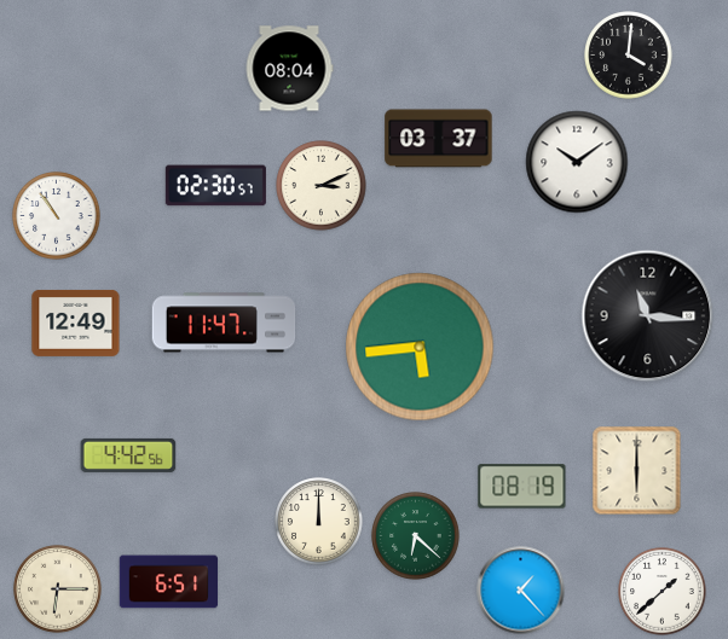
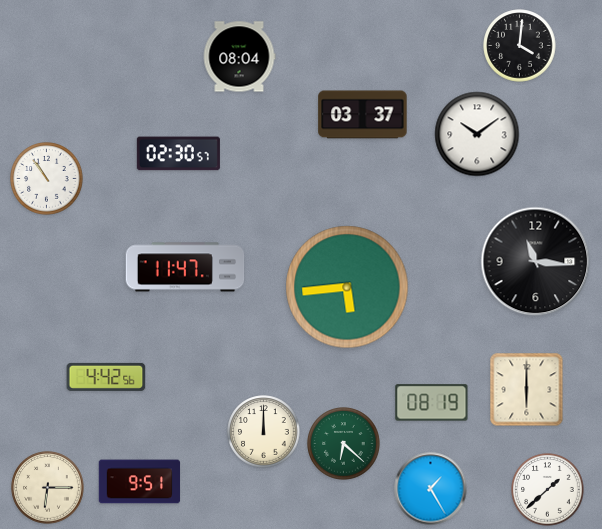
clock at (322, 186): 3:11 -> none
clock at (76, 323): 12:49 -> none
clock at (169, 582): 6:51 -> 9:51
clock at (521, 591): 1:23 -> 1:25
